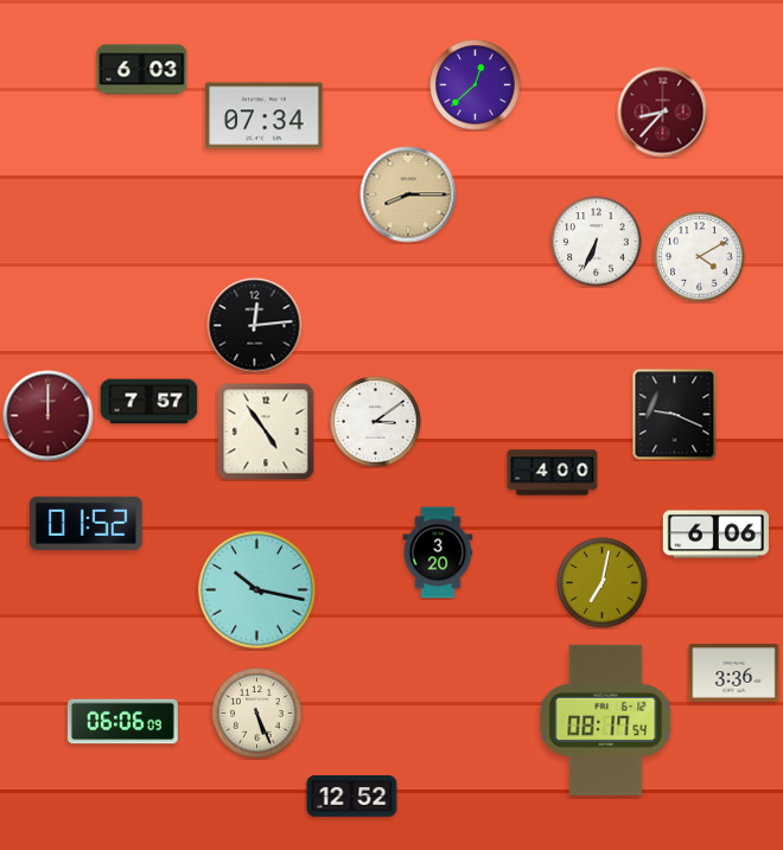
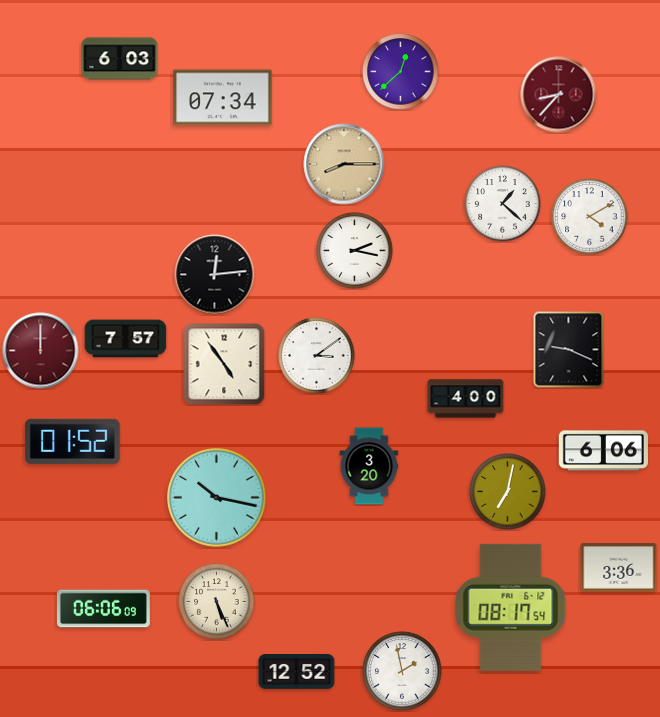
clock at (597, 242): 6:34 -> 1:22
clock at (355, 251): none -> 2:17
clock at (402, 671): none -> 1:58
